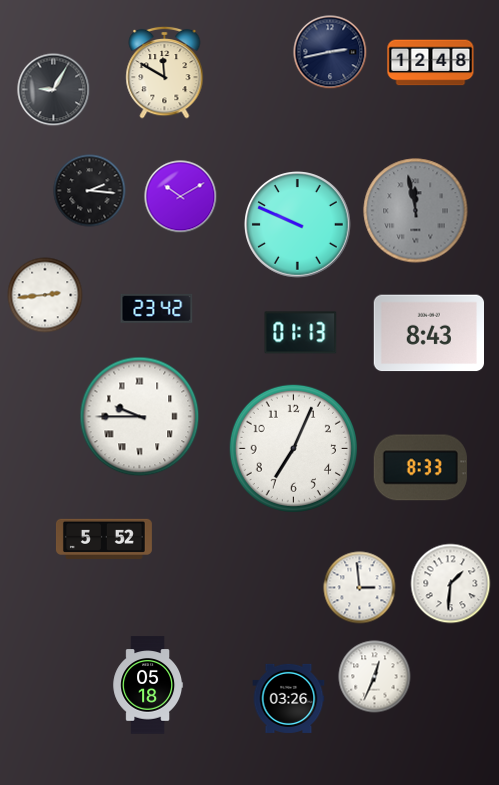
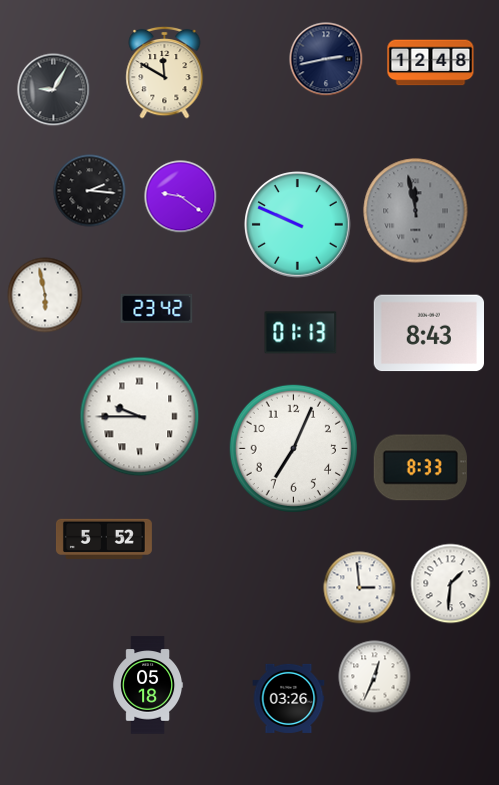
clock at (330, 52) position: (330, 52) -> (326, 59)
clock at (181, 197): 10:10 -> 9:21
clock at (45, 295): 2:44 -> 5:58
